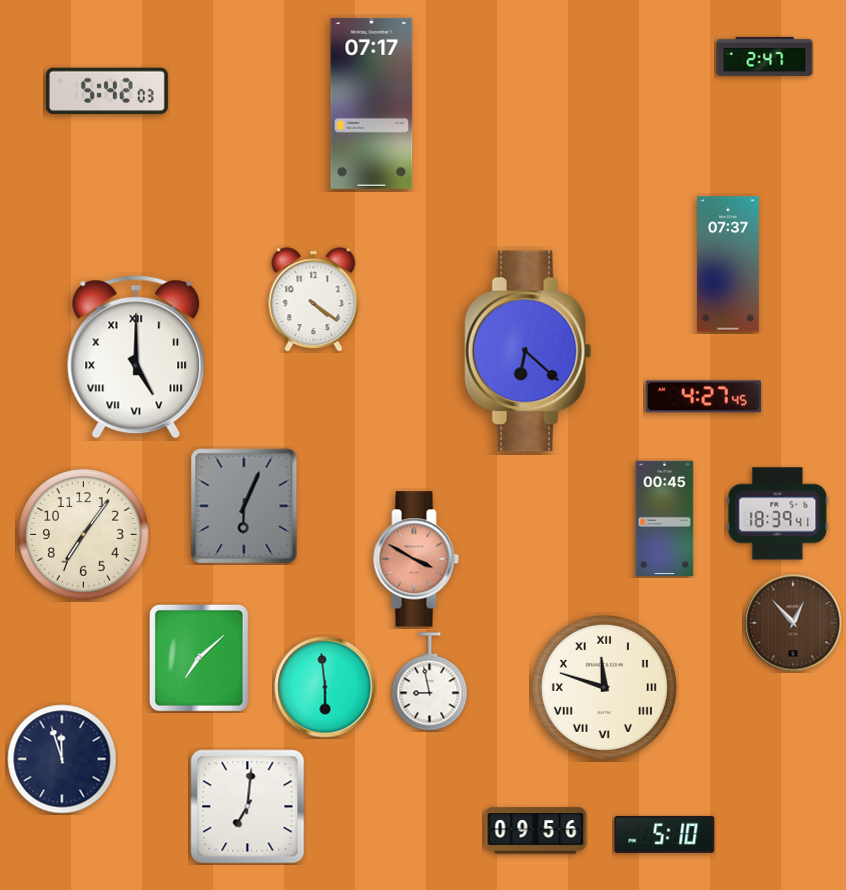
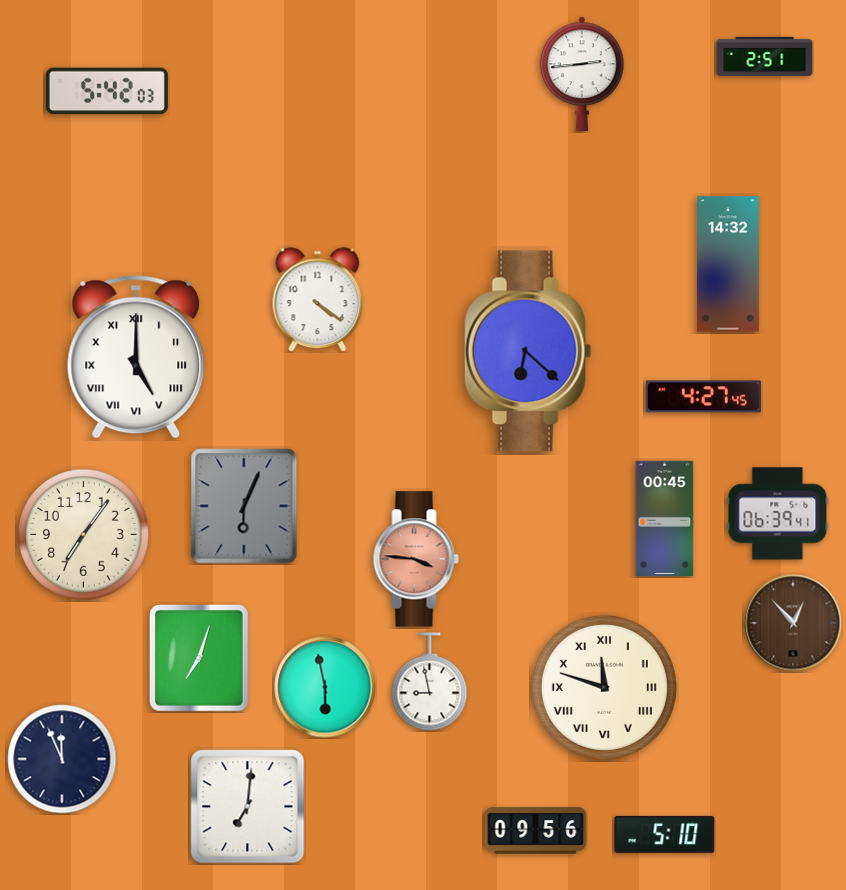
clock at (765, 56): 2:47 -> 2:51
clock at (582, 73): none -> 2:44
clock at (372, 103): 07:17 -> none
clock at (729, 264): 07:37 -> 14:32
clock at (314, 300) position: (314, 300) -> (318, 300)
clock at (778, 514): 18:39 -> 06:39
clock at (416, 559): 3:50 -> 3:46
clock at (199, 658): 7:08 -> 7:03
clock at (325, 687): 5:59 -> 5:58
clock at (62, 759): 11:57 -> 11:56
